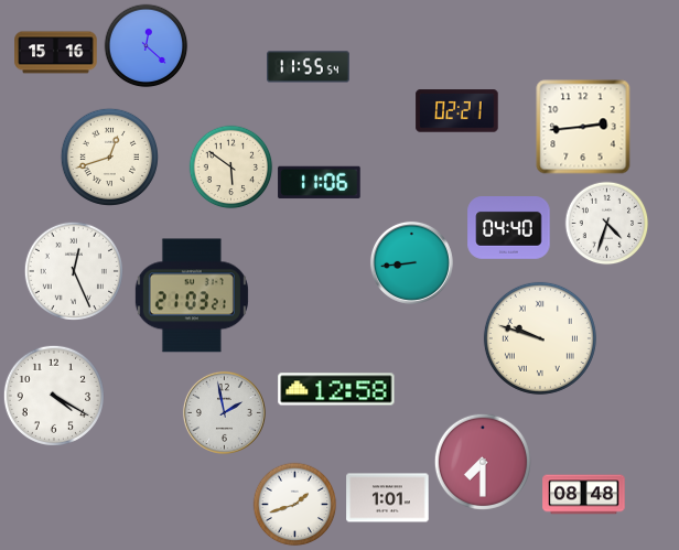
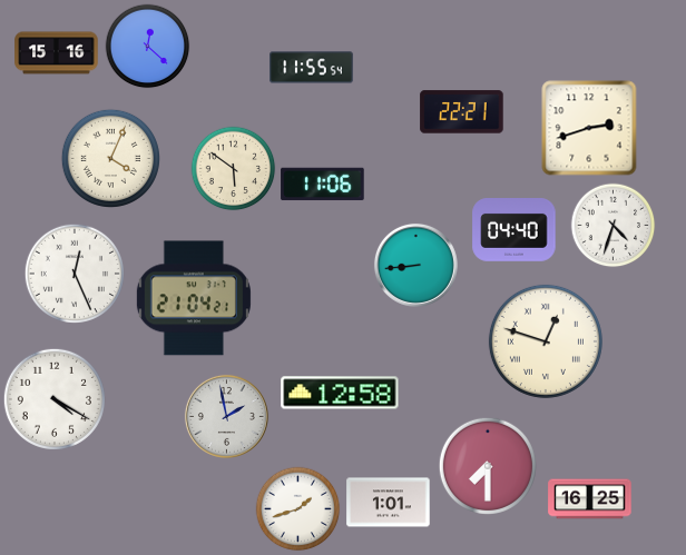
clock at (457, 111): 02:21 -> 22:21
clock at (583, 127): 2:44 -> 2:42
clock at (109, 157): 12:42 -> 4:04
clock at (192, 295): 21:03 -> 21:04
clock at (540, 338): 9:48 -> 12:48
clock at (584, 495): 08:48 -> 16:25
clock at (388, 498) position: (388, 498) -> (389, 503)
